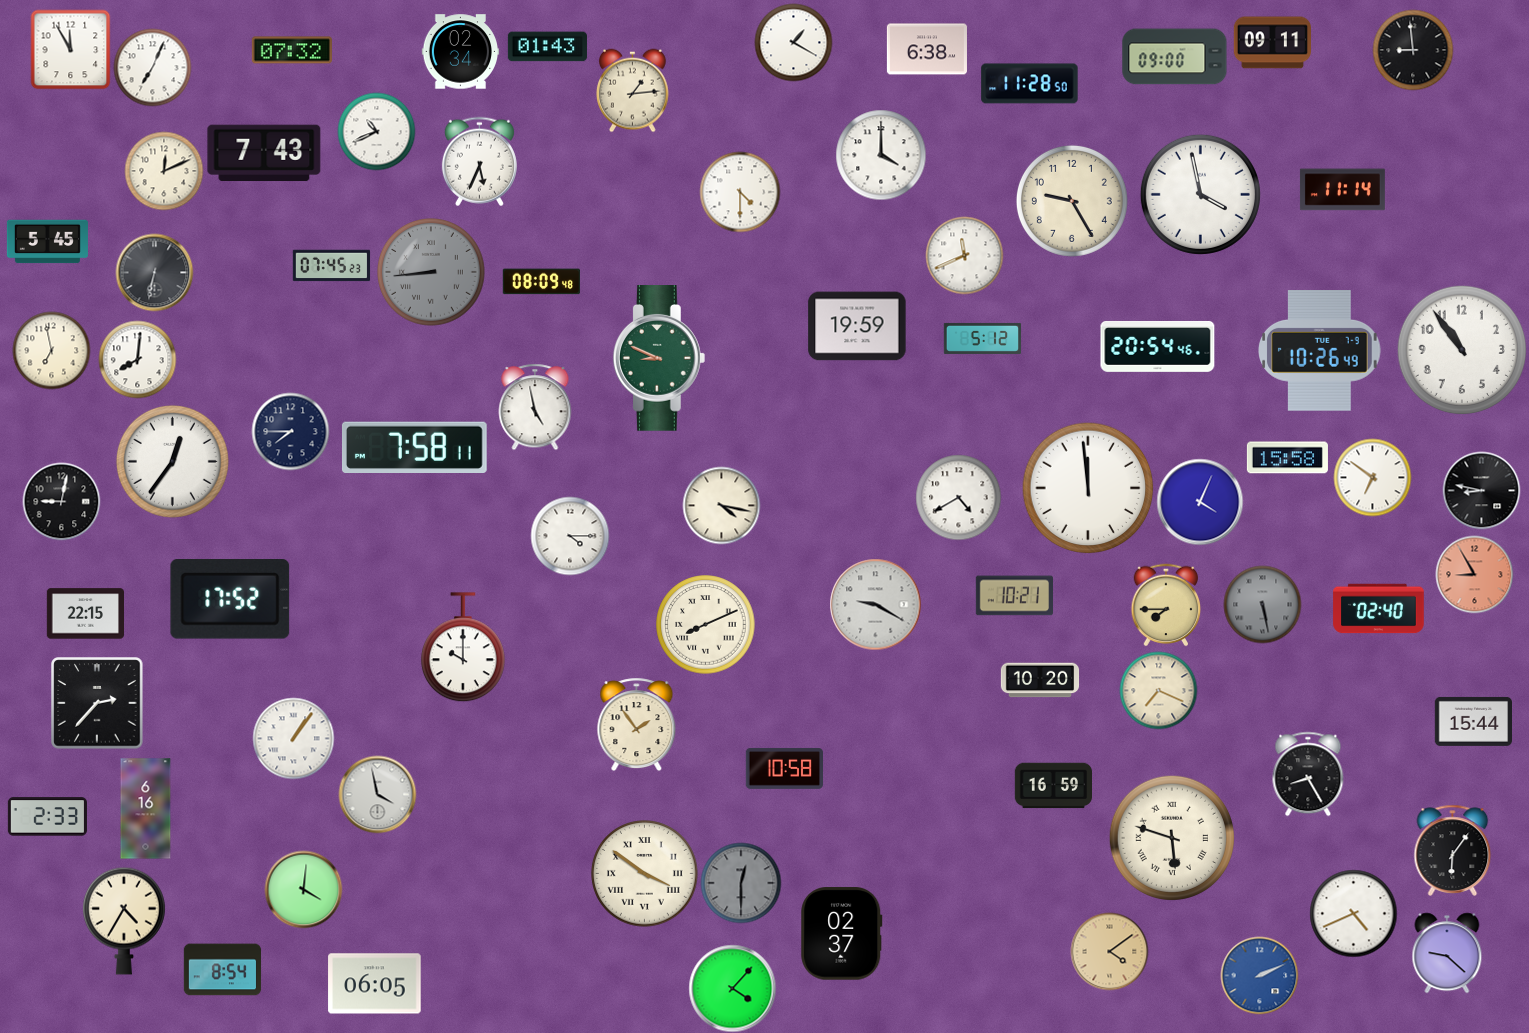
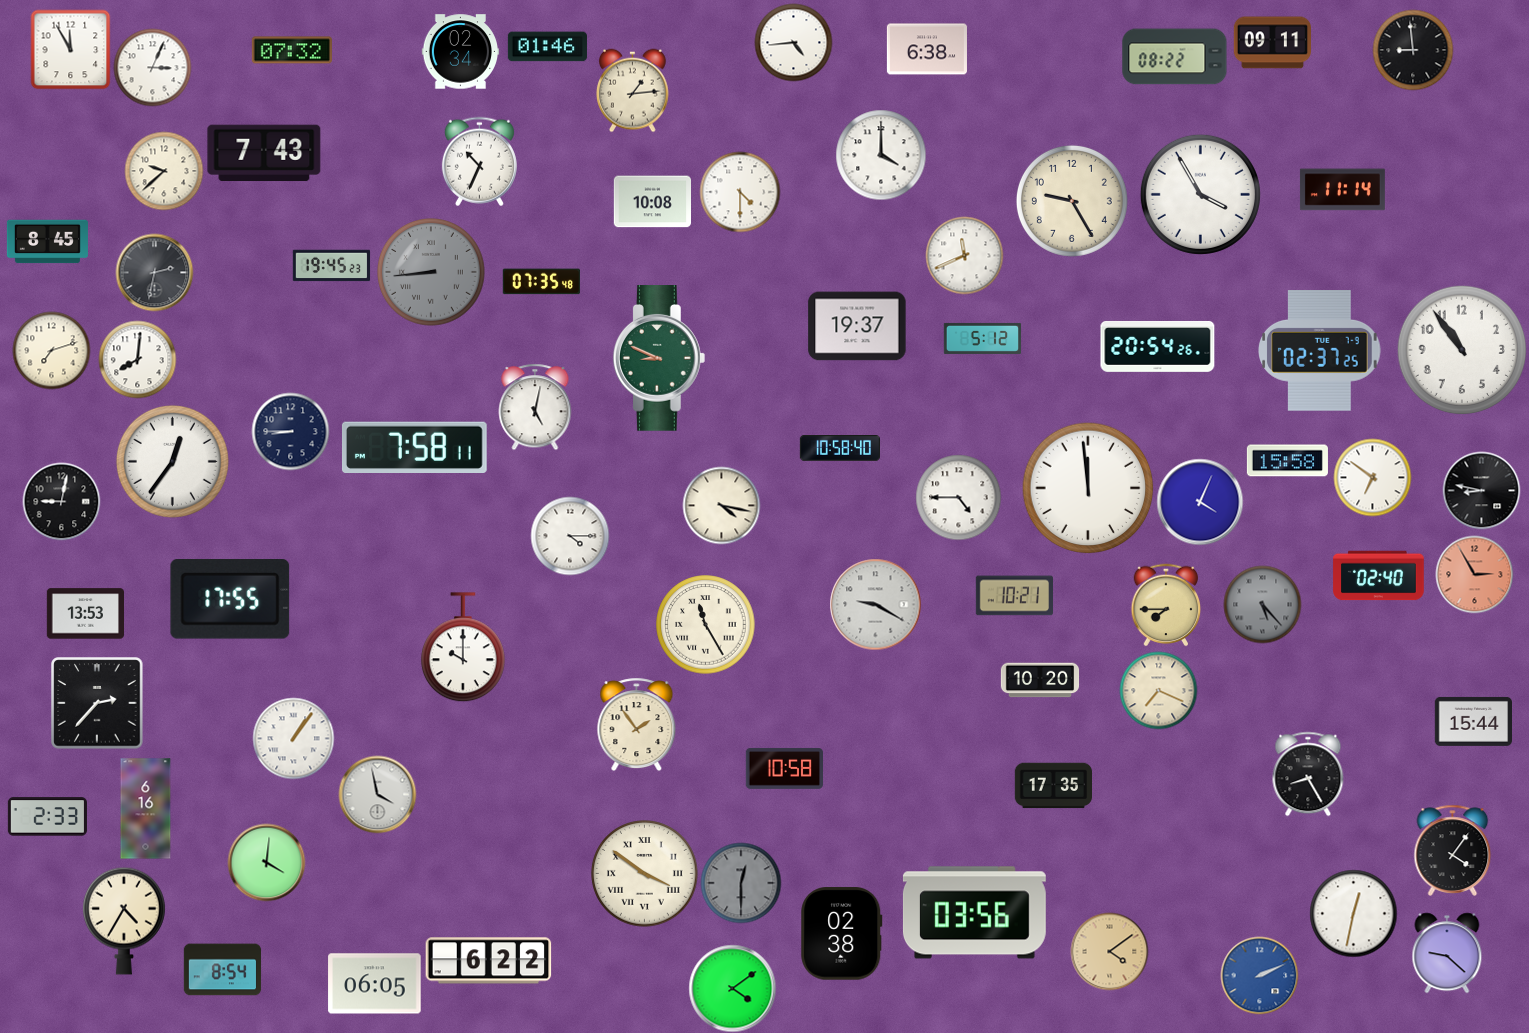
clock at (793, 42): 1:20 -> 4:44
clock at (547, 47): 01:43 -> 01:46
clock at (1175, 57): 09:00 -> 08:22
clock at (152, 67): 7:04 -> 3:04
clock at (1030, 84): 11:28 -> none
clock at (376, 131): 10:41 -> none
clock at (479, 161): 5:34 -> 10:34
clock at (164, 171): 12:11 -> 9:38
clock at (1200, 194): 3:58 -> 3:55
clock at (652, 202): none -> 10:08
clock at (47, 242): 5:45 -> 8:45
clock at (331, 266): 07:45 -> 19:45
clock at (154, 272): 6:32 -> 2:32
clock at (541, 282): 08:09 -> 07:35
clock at (857, 326): 19:59 -> 19:37
clock at (1158, 346): 20:54:46 -> 20:54:26
clock at (51, 350): 6:58 -> 7:12
clock at (1320, 351): 10:26 -> 02:37
clock at (535, 407): 4:58 -> 5:02
clock at (290, 431): 7:45 -> 8:45
clock at (840, 449): none -> 10:58
clock at (1287, 458) position: (1287, 458) -> (1287, 461)
clock at (958, 497): 4:40 -> 4:45
clock at (1474, 574): 8:55 -> 2:55
clock at (230, 600): 17:52 -> 17:55
clock at (1262, 604): 5:28 -> 5:23
clock at (1379, 609) position: (1379, 609) -> (1379, 576)
clock at (85, 614): 22:15 -> 13:53
clock at (706, 625): 8:11 -> 11:25
clock at (1053, 786): 16:59 -> 17:35
clock at (1171, 837): 5:48 -> none
clock at (1453, 850): 6:06 -> 4:06
clock at (303, 889) position: (303, 889) -> (266, 862)
clock at (974, 913): none -> 03:56
clock at (1353, 913): 4:41 -> 12:32
clock at (842, 934): 02:37 -> 02:38
clock at (489, 961): none -> 6:22
clock at (732, 988): 4:07 -> 4:09
